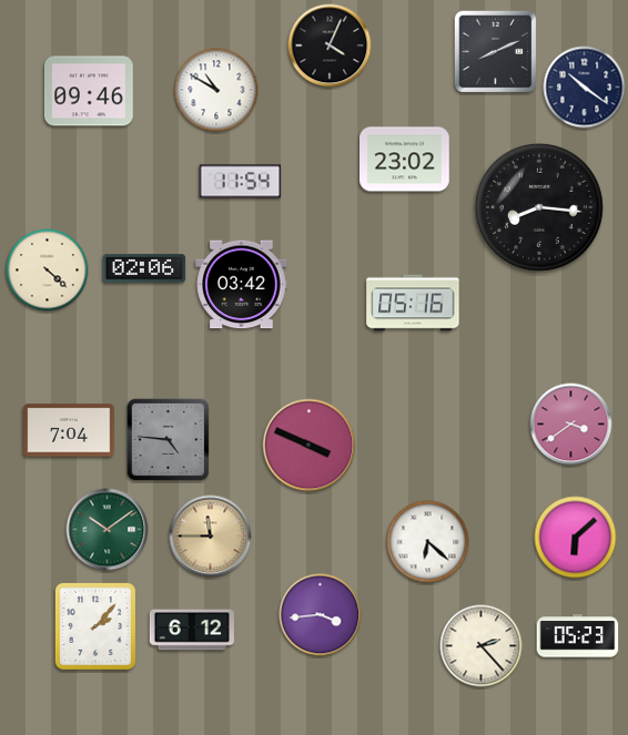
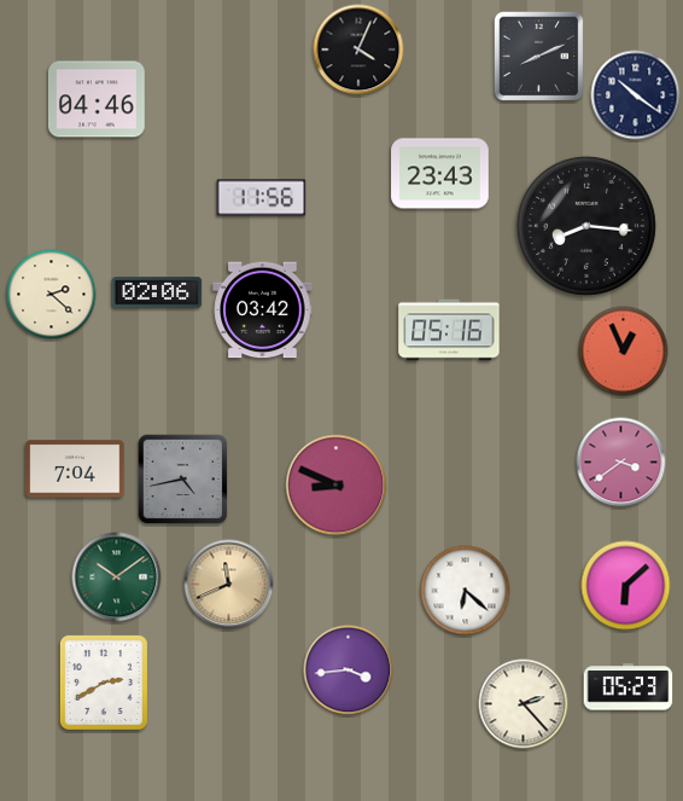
clock at (216, 90): 10:50 -> none
clock at (90, 91): 09:46 -> 04:46
clock at (405, 160): 23:02 -> 23:43
clock at (241, 182): 11:54 -> 11:56
clock at (48, 270): 4:22 -> 2:22
clock at (624, 352): none -> 12:56
clock at (169, 440): 4:46 -> 4:43
clock at (310, 446): 3:49 -> 8:49
clock at (211, 537): 11:45 -> 11:41
clock at (95, 626): 2:07 -> 2:40
clock at (191, 630): 6:12 -> none
clock at (578, 636) position: (578, 636) -> (629, 687)
